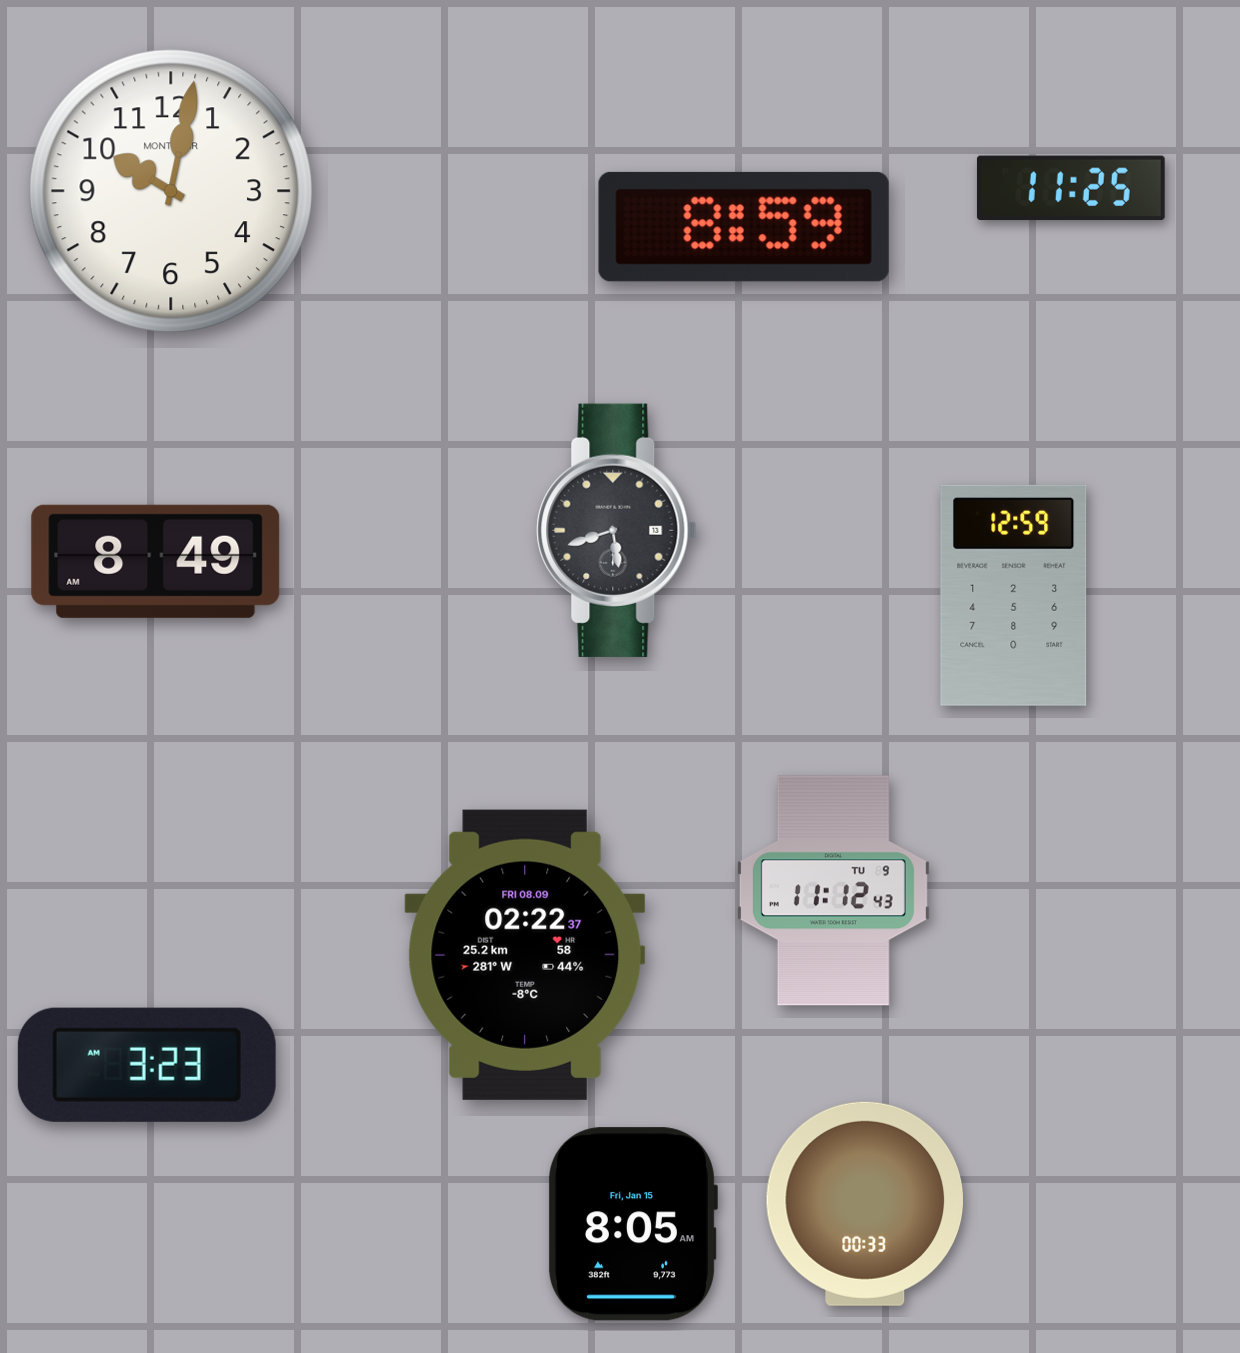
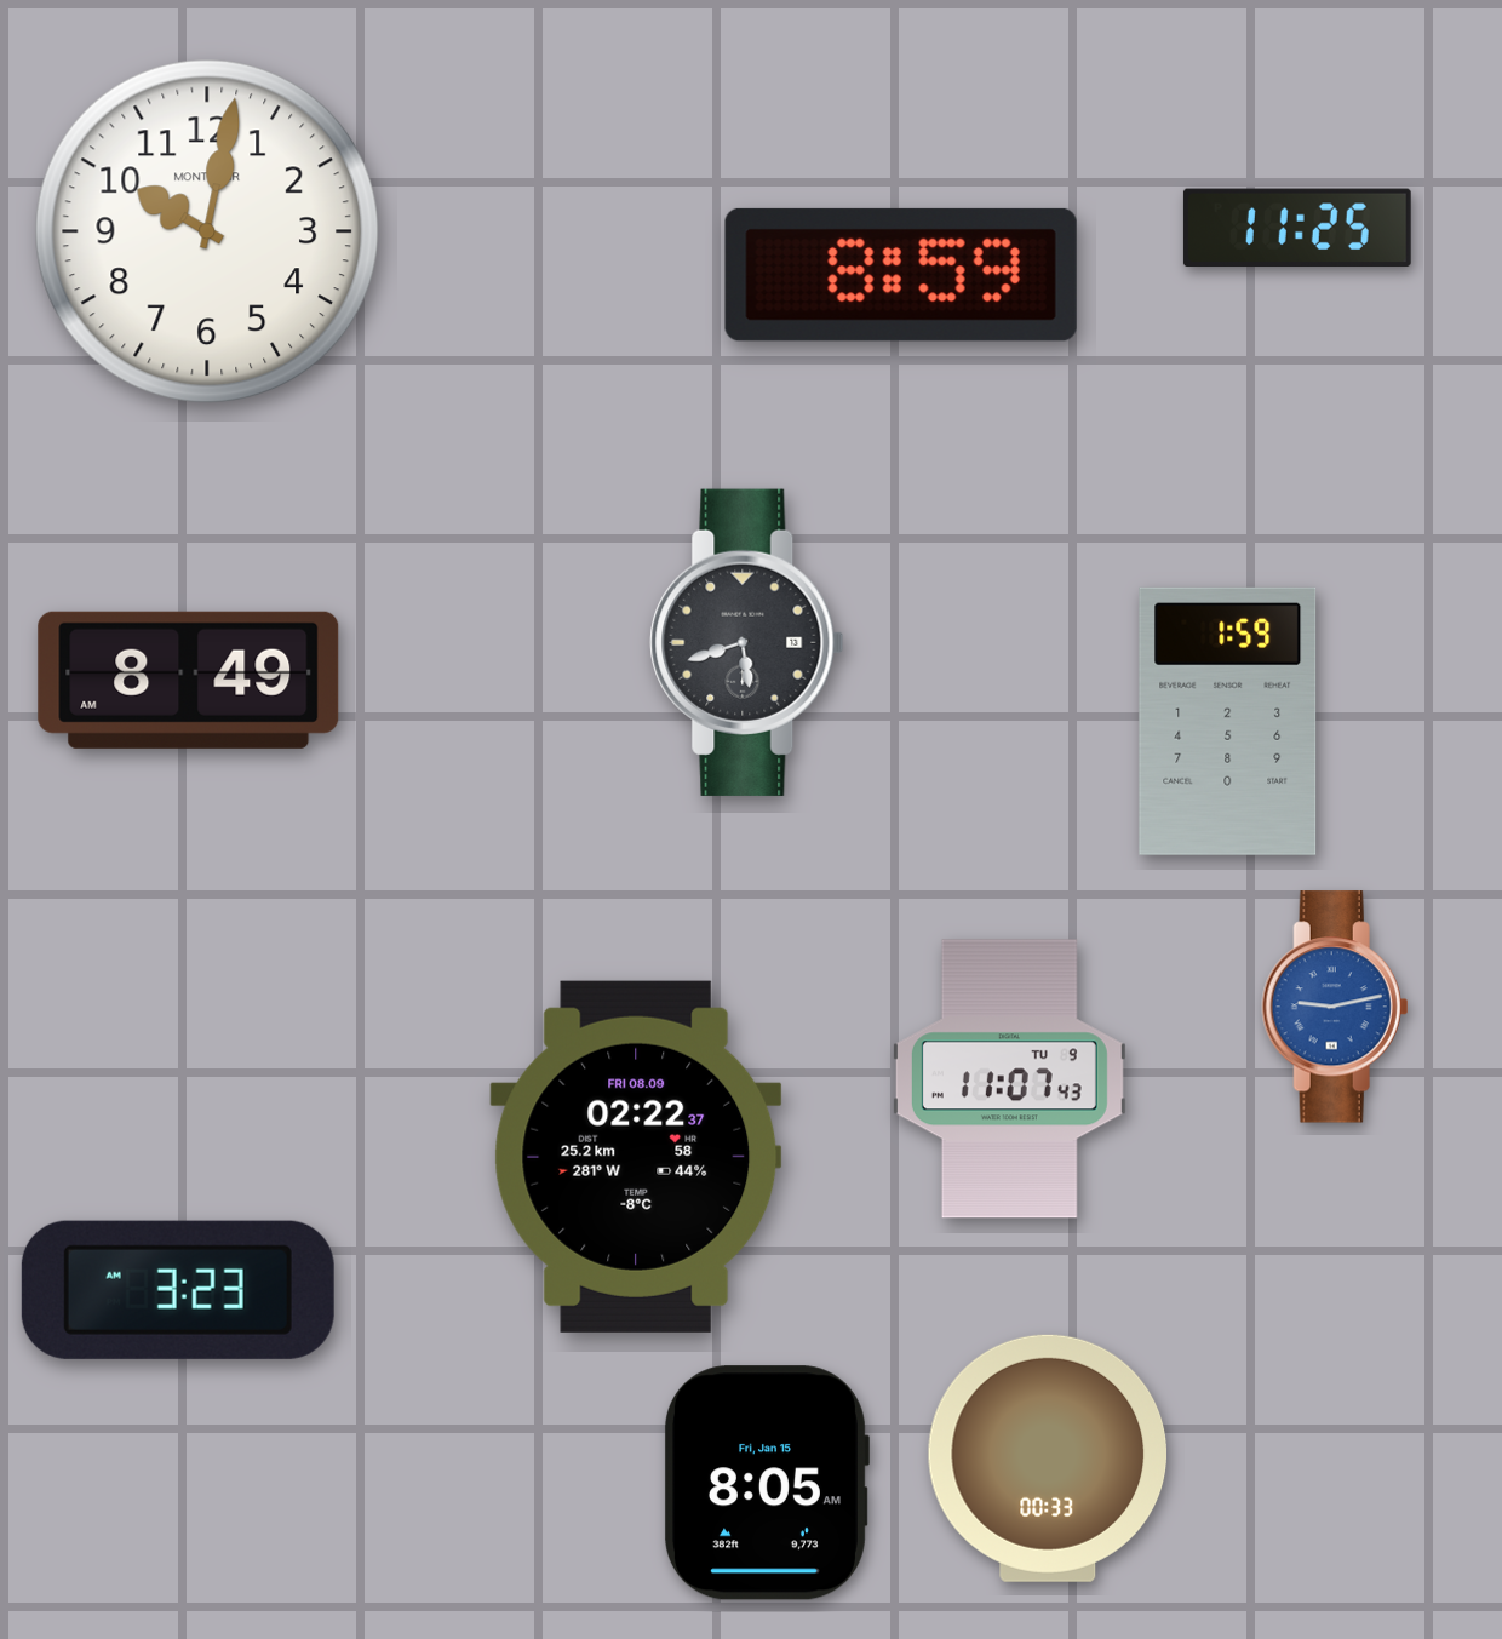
clock at (1014, 595): 12:59 -> 1:59
clock at (1335, 1007): none -> 9:13
clock at (833, 891): 11:12 -> 11:07
